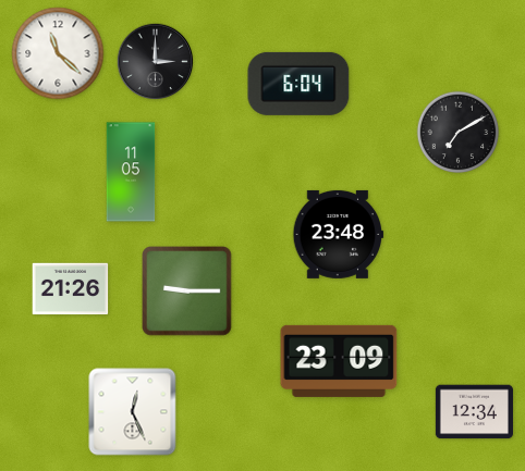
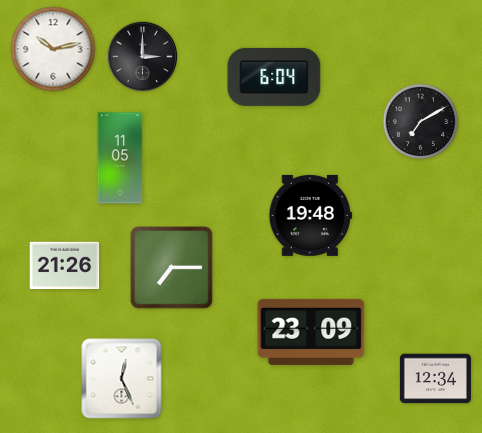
clock at (58, 53): 11:22 -> 10:13
clock at (339, 234): 23:48 -> 19:48
clock at (187, 292): 9:15 -> 7:15
